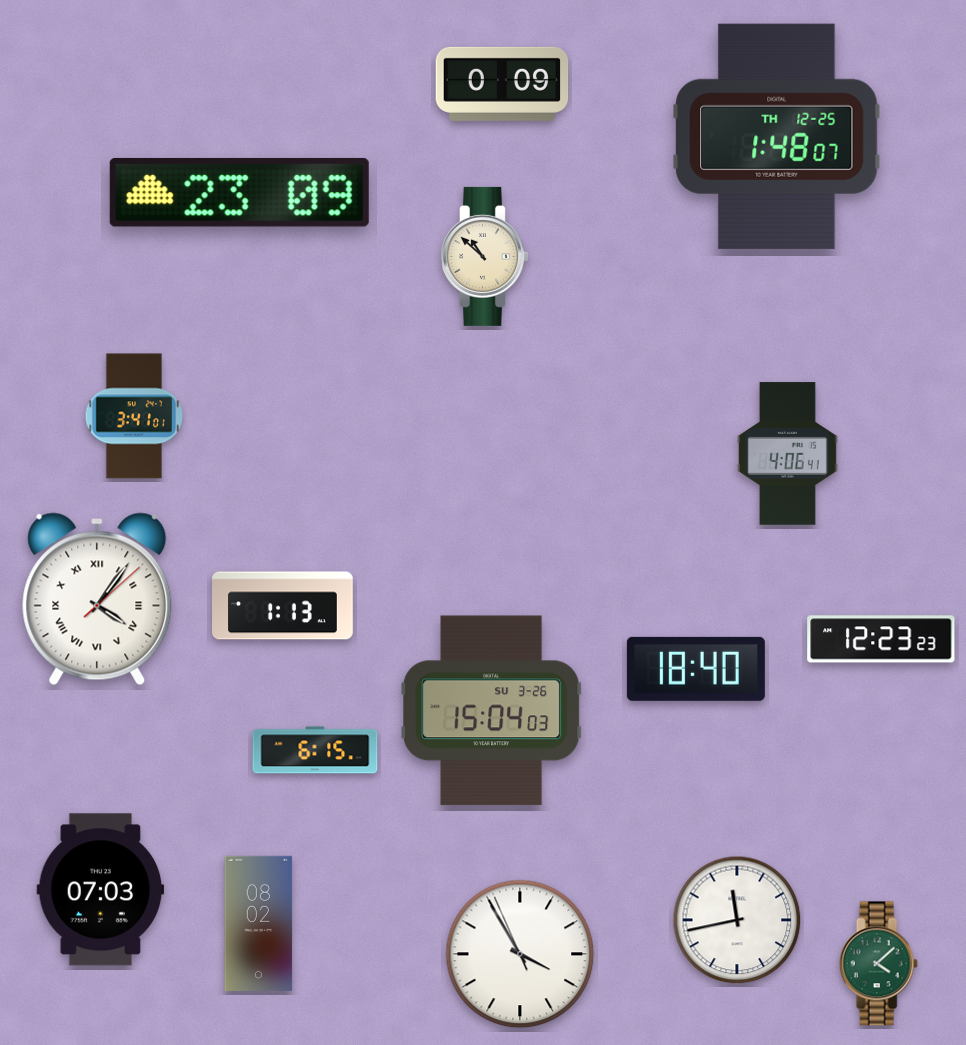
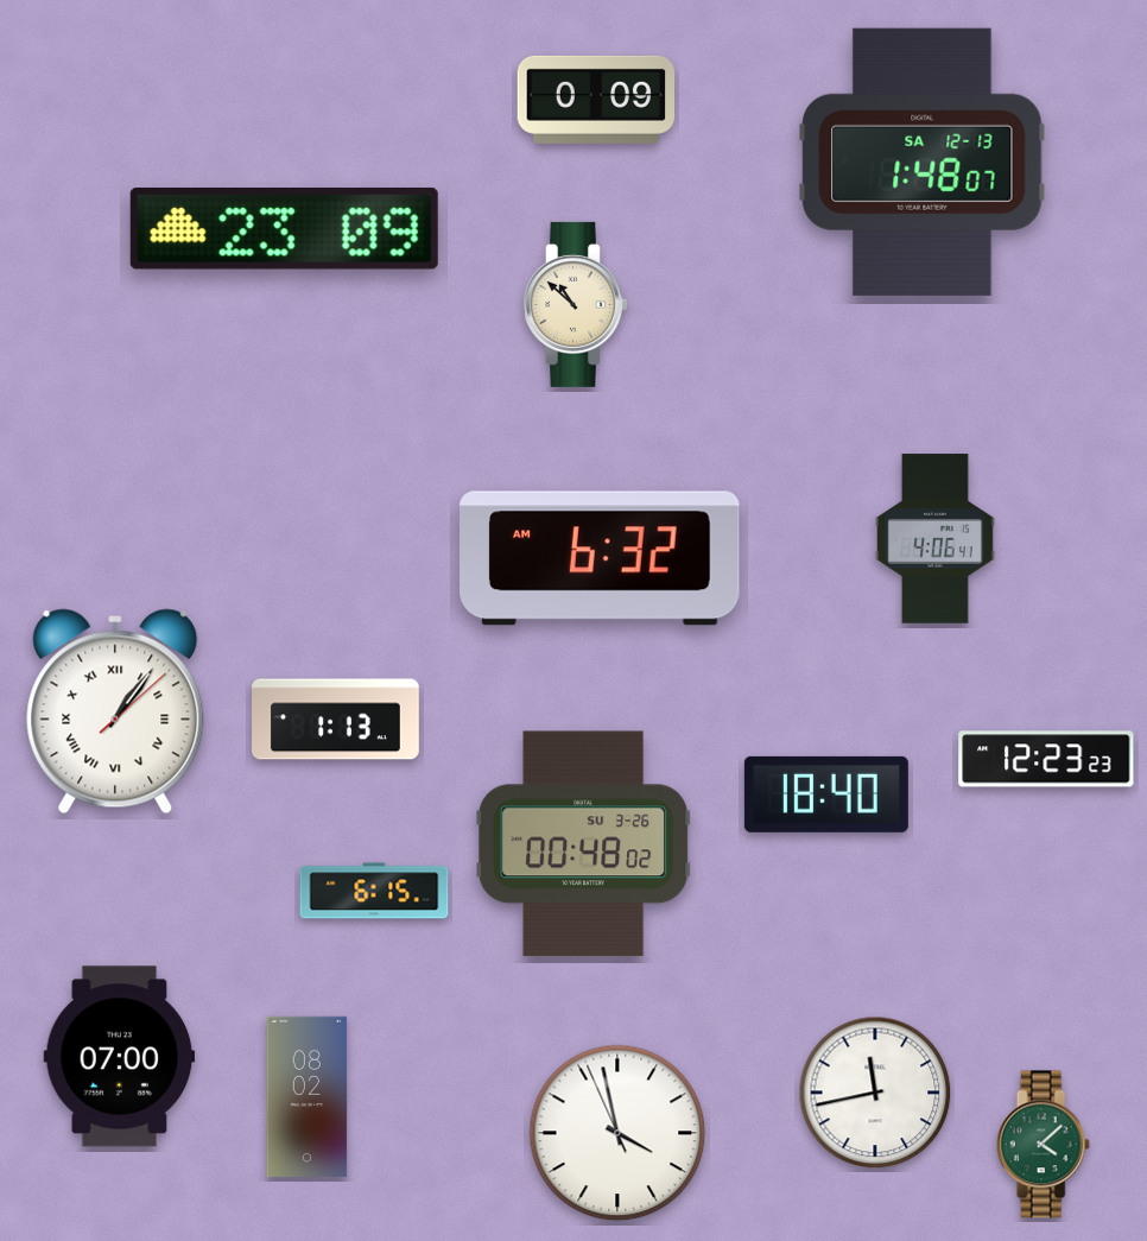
clock at (777, 136) date: TH 12-25 -> SA 12-13
clock at (133, 416): 3:41 -> none
clock at (600, 558): none -> 6:32
clock at (97, 599): 4:06 -> 1:06
clock at (492, 711): 15:04 -> 00:48
clock at (101, 890): 07:03 -> 07:00
clock at (520, 954): 3:54 -> 3:57
